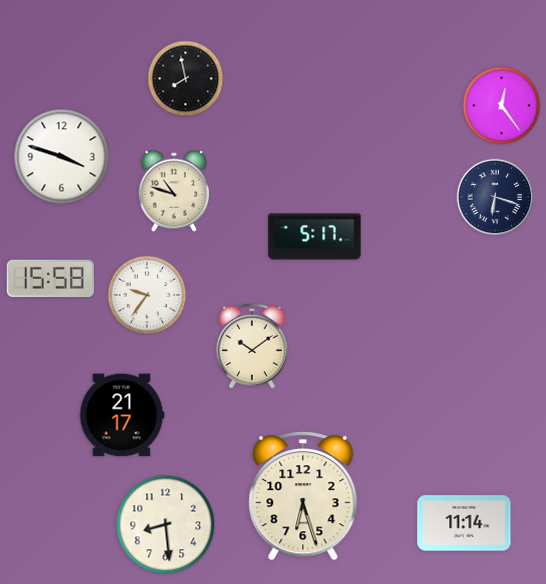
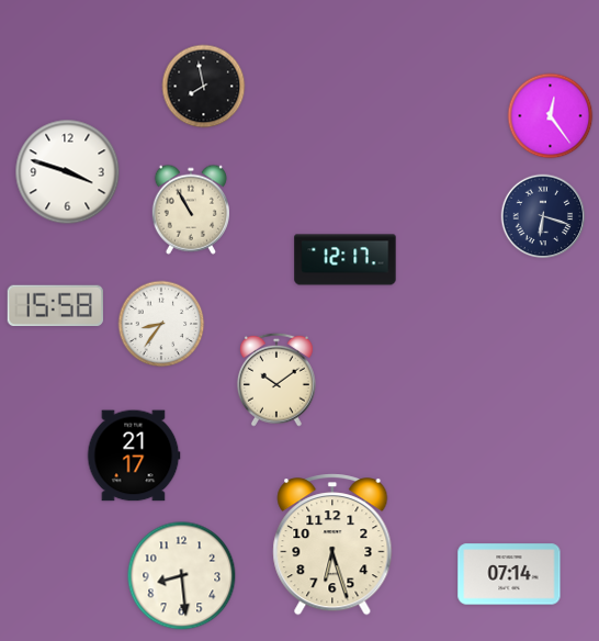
clock at (174, 191): 10:48 -> 10:55
clock at (315, 237): 5:17 -> 12:17
clock at (147, 295): 9:36 -> 8:36
clock at (464, 523): 11:14 -> 07:14
